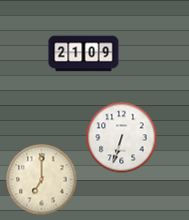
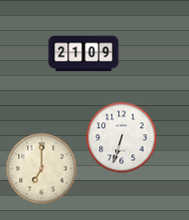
clock at (42, 180) position: (42, 180) -> (42, 169)
